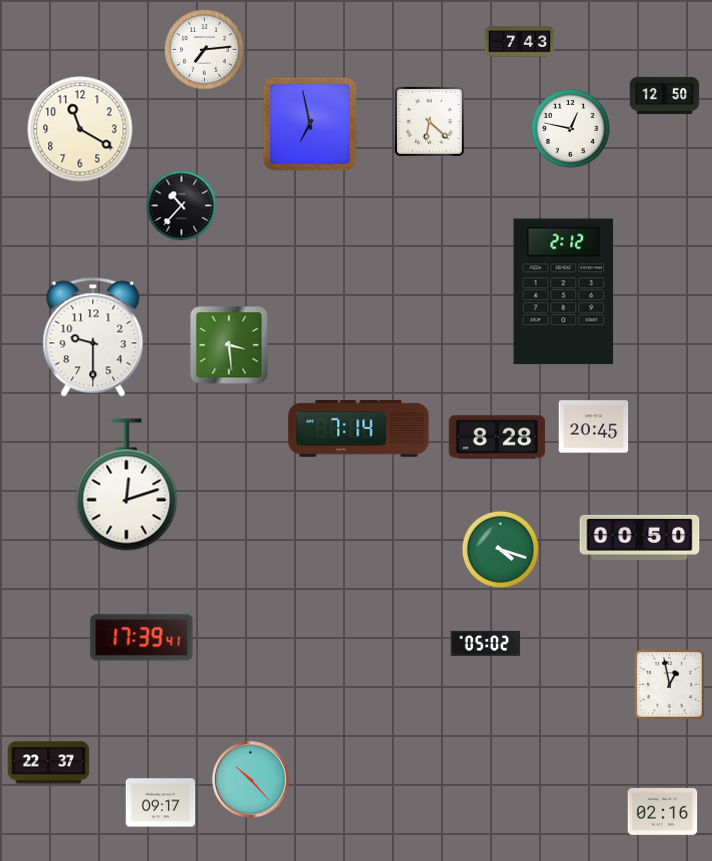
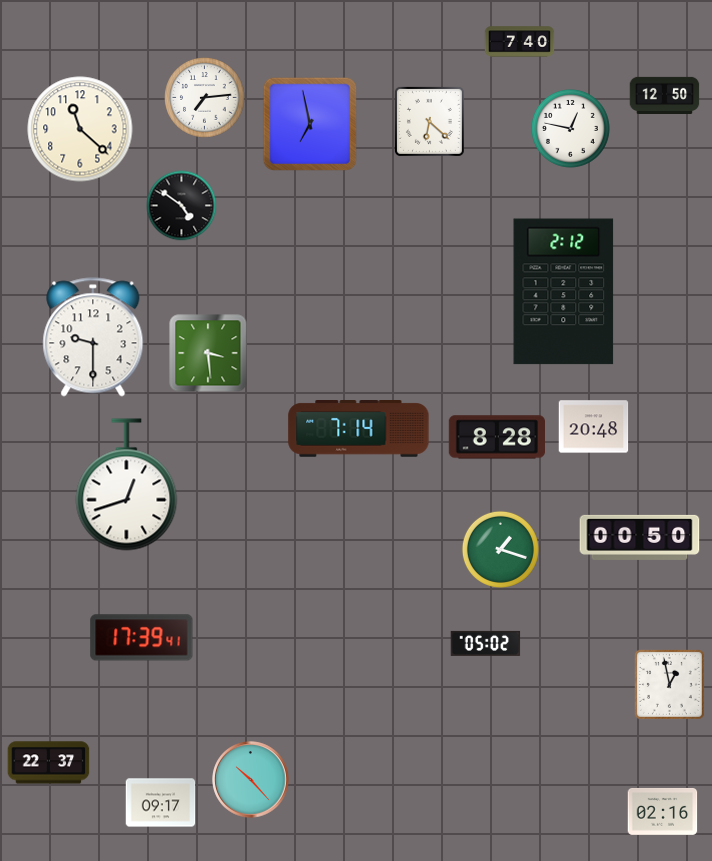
clock at (520, 42): 7:43 -> 7:40
clock at (205, 50) position: (205, 50) -> (205, 98)
clock at (80, 129): 11:20 -> 11:22
clock at (182, 206): 10:37 -> 4:51
clock at (229, 345) position: (229, 345) -> (208, 353)
clock at (594, 427): 20:45 -> 20:48
clock at (127, 485): 12:12 -> 12:42
clock at (500, 549): 4:18 -> 1:18
